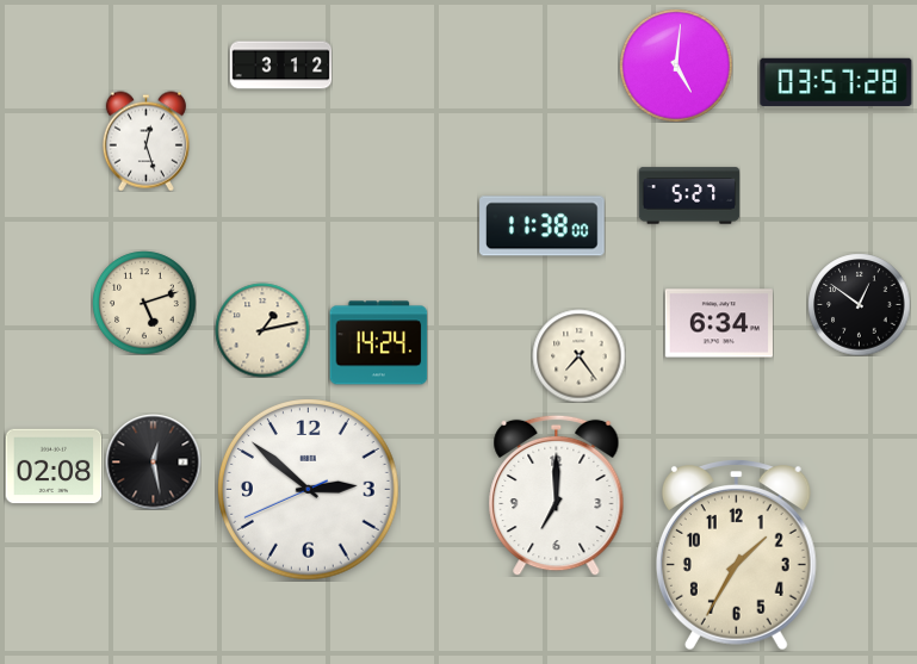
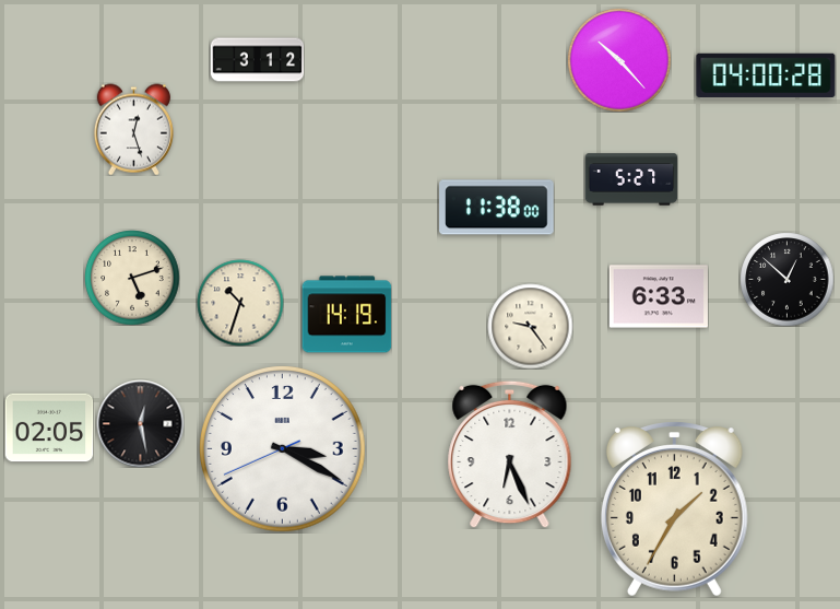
clock at (676, 66): 5:01 -> 10:23
clock at (836, 81): 03:57 -> 04:00
clock at (859, 304): 12:51 -> 12:52
clock at (719, 323): 6:34 -> 6:33
clock at (262, 330): 1:13 -> 10:33
clock at (378, 343): 14:24 -> 14:19
clock at (578, 355): 7:24 -> 9:24
clock at (54, 466): 02:08 -> 02:05
clock at (309, 490): 2:51 -> 3:19
clock at (557, 495): 7:00 -> 6:26
